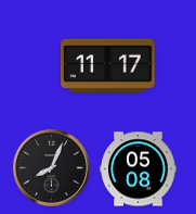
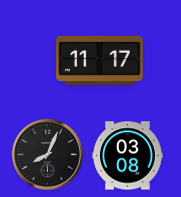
clock at (139, 169): 05:08 -> 03:08
